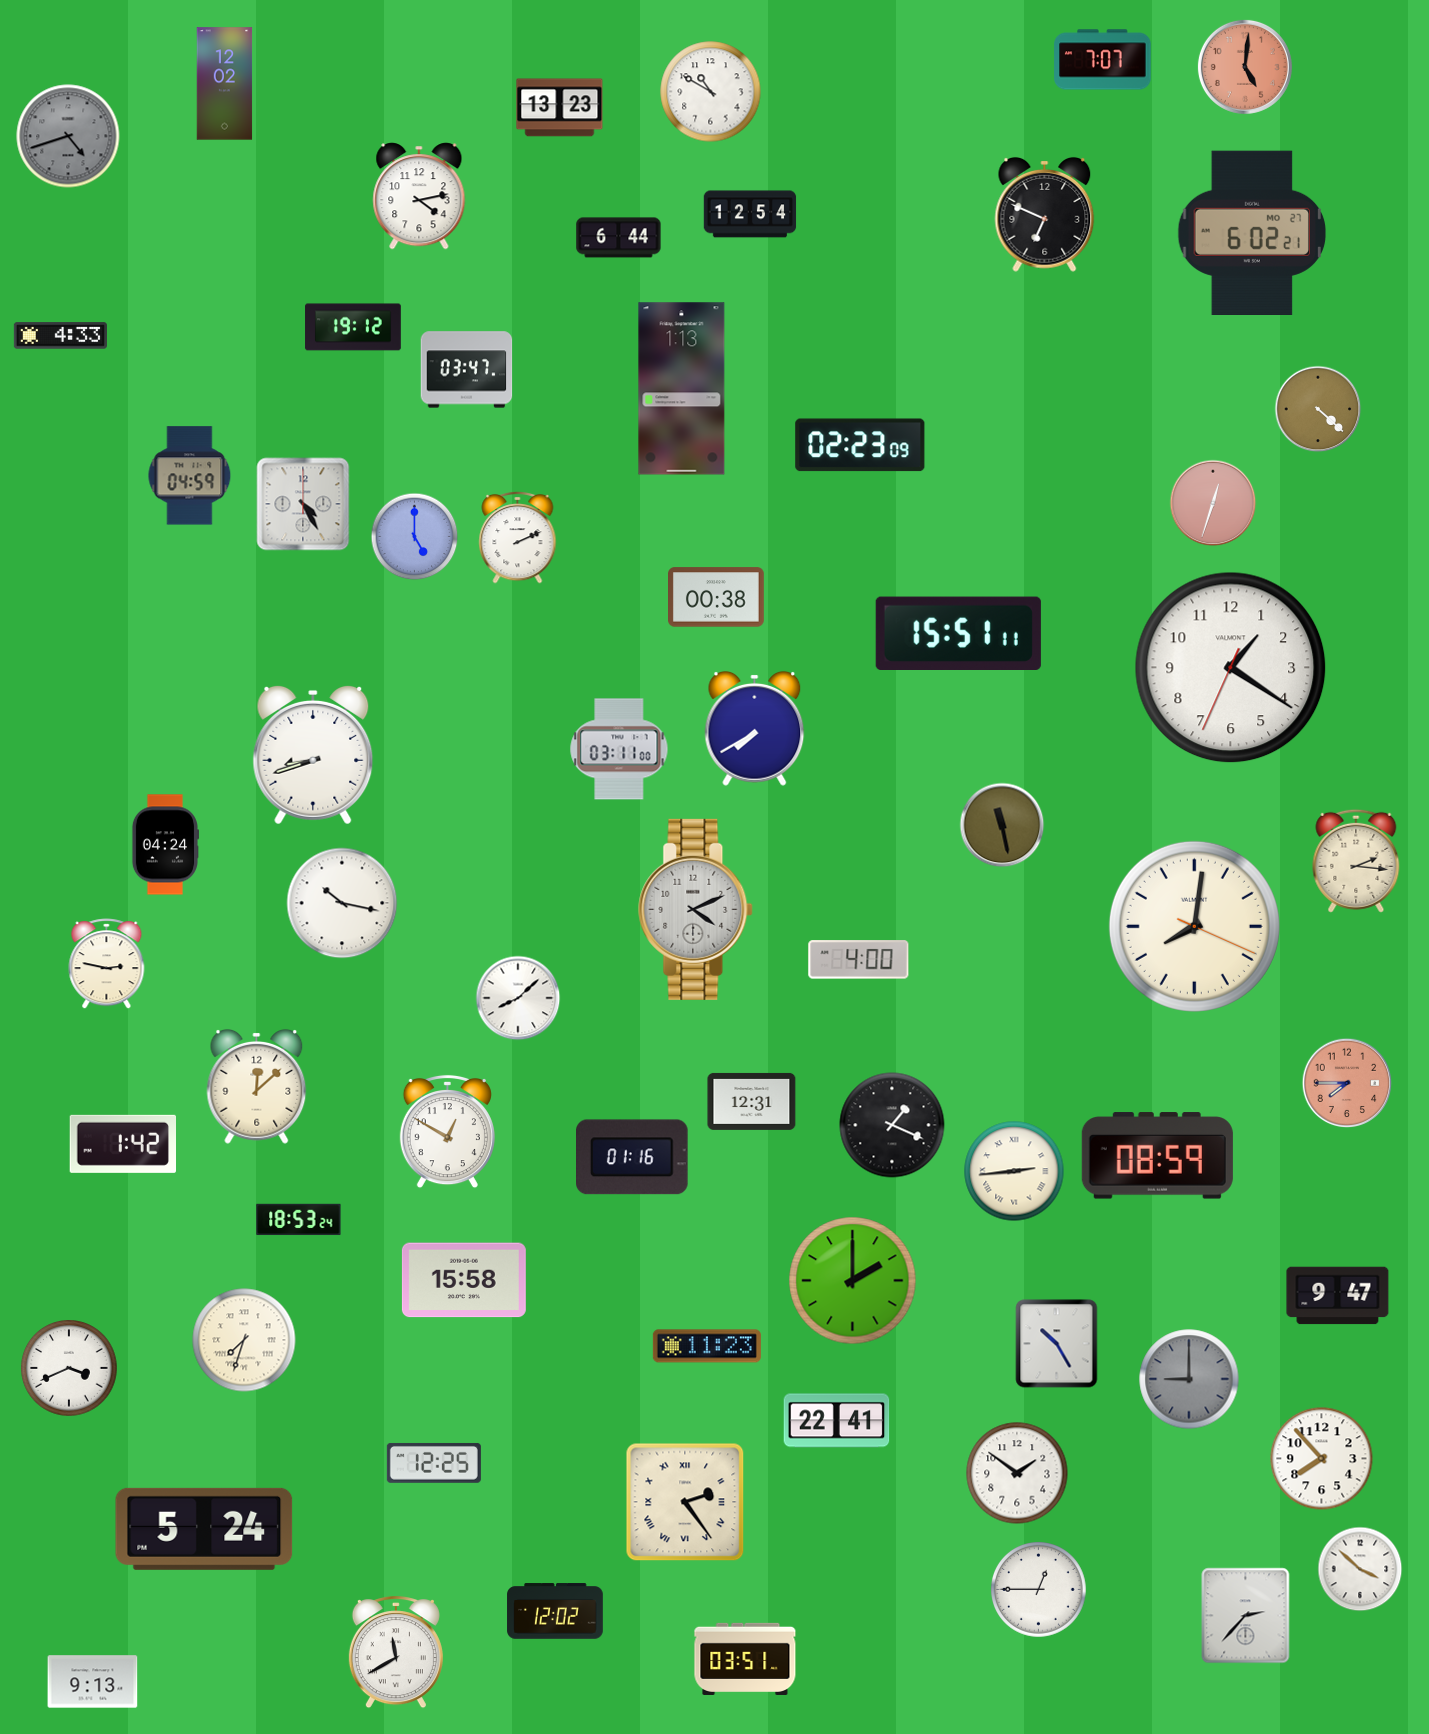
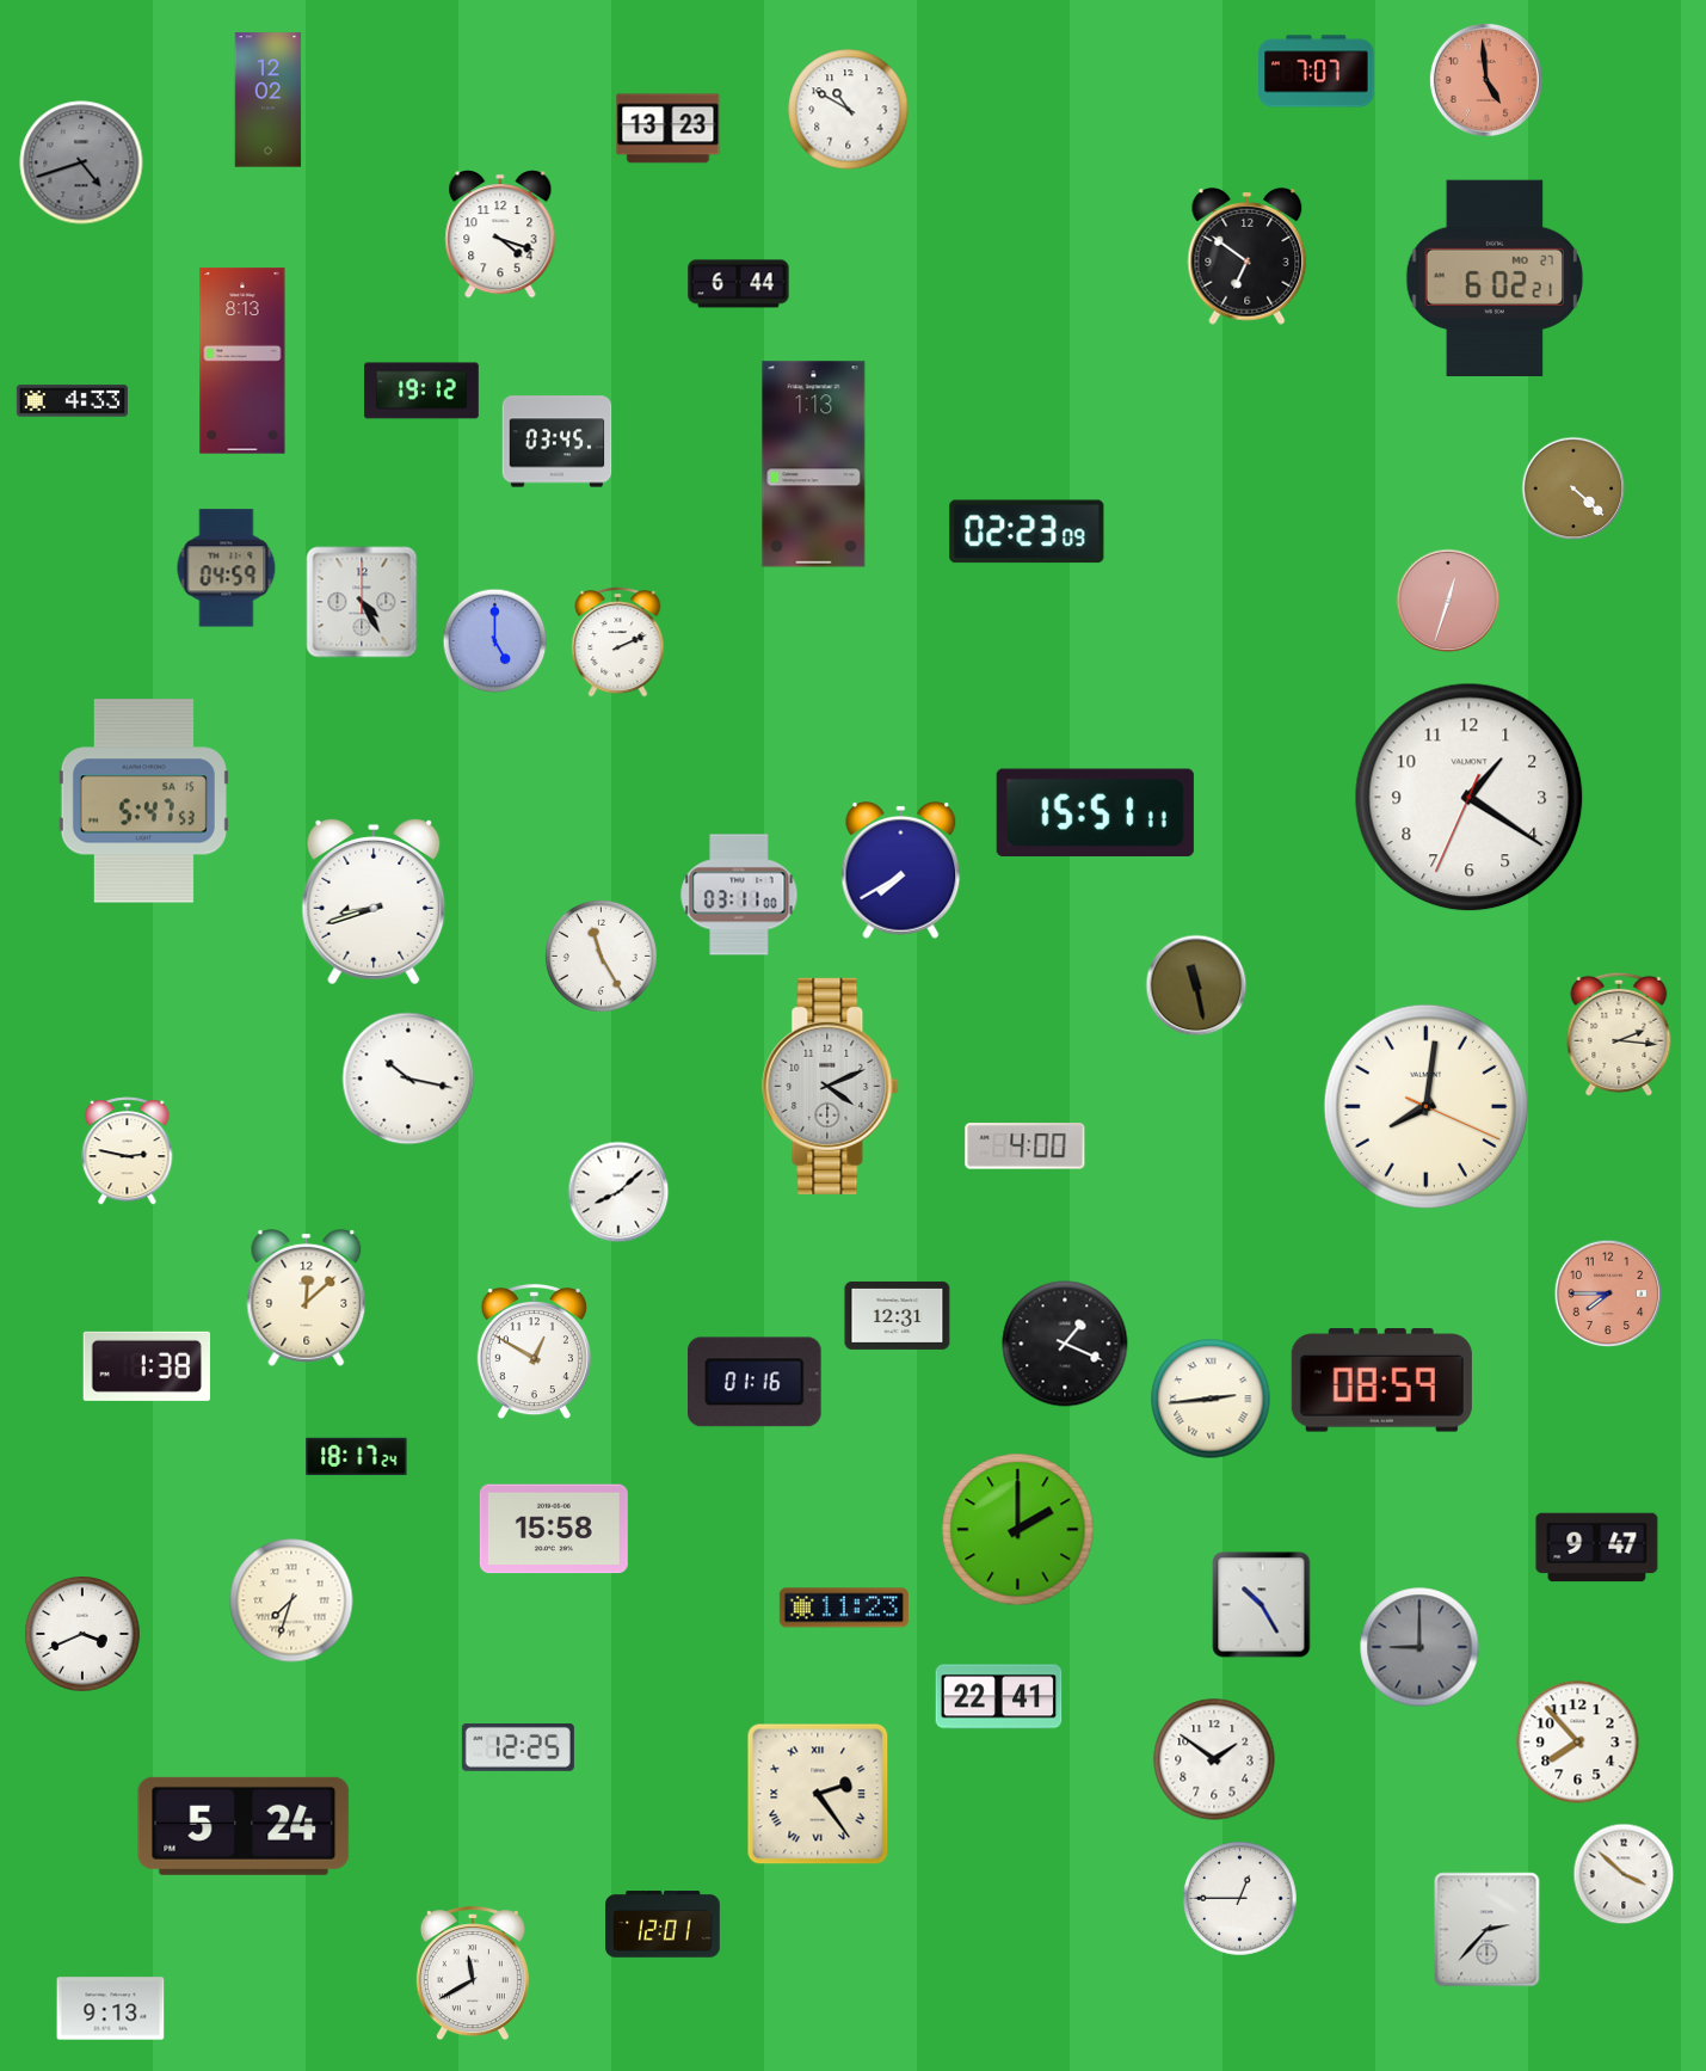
clock at (1245, 67): 5:01 -> 4:59
clock at (419, 196): 4:13 -> 4:18
clock at (750, 214): 12:54 -> none
clock at (1045, 214): 6:49 -> 6:51
clock at (242, 361): none -> 8:13
clock at (467, 370): 03:47 -> 03:45
clock at (717, 597): 00:38 -> none
clock at (958, 633) position: (958, 633) -> (1095, 812)
clock at (143, 801): none -> 5:47
clock at (601, 955): none -> 11:25
clock at (164, 845): 04:24 -> none
clock at (1356, 861) position: (1356, 861) -> (1619, 1034)
clock at (122, 1144): 1:42 -> 1:38
clock at (299, 1220): 18:53 -> 18:17
clock at (555, 1611): 12:02 -> 12:01
clock at (745, 1659): 03:51 -> none
